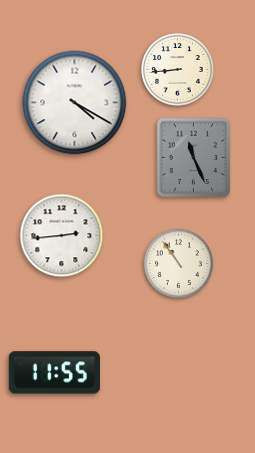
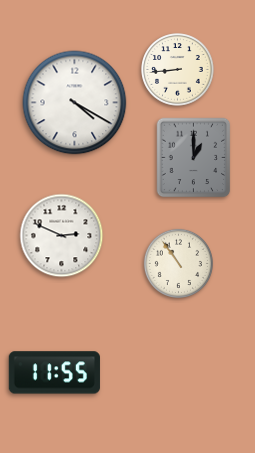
clock at (194, 158): 11:26 -> 1:00
clock at (62, 236): 2:44 -> 2:49
